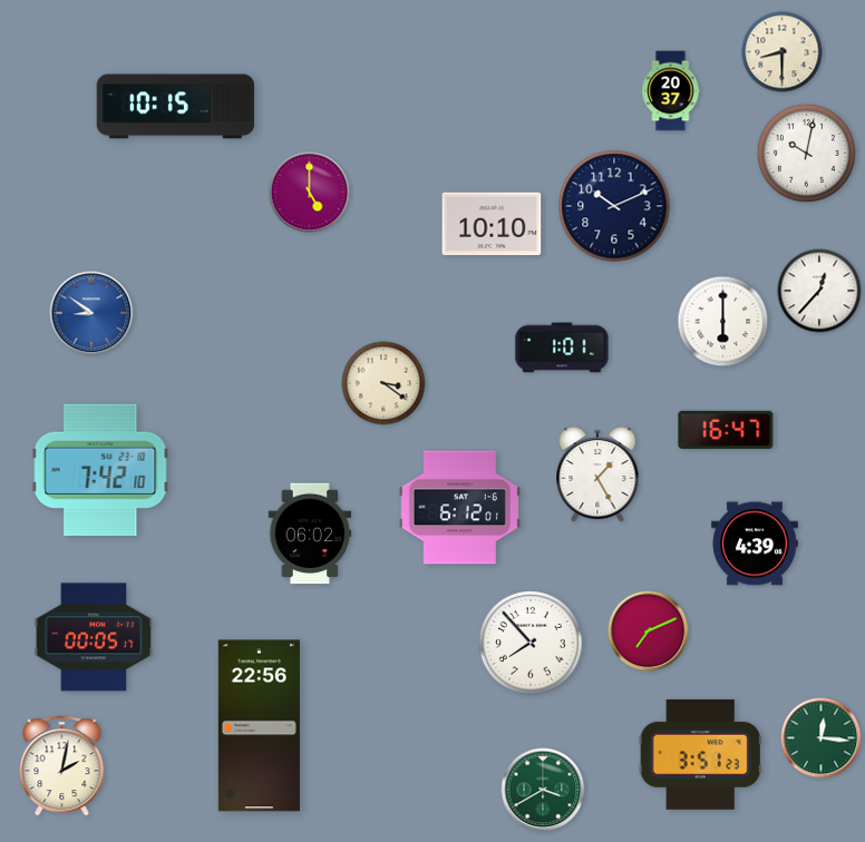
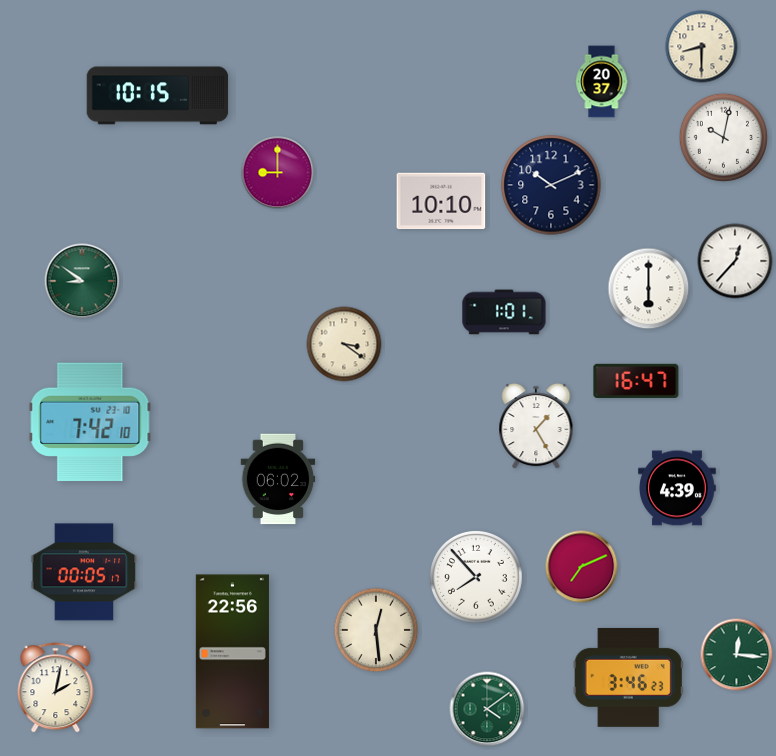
clock at (310, 193): 5:00 -> 9:00
clock at (91, 313) dial: blue -> green
clock at (726, 430) position: (726, 430) -> (636, 381)
clock at (459, 508): 6:12 -> none
clock at (376, 630): none -> 12:29
clock at (822, 738) position: (822, 738) -> (737, 655)
clock at (700, 754): 3:51 -> 3:46
clock at (543, 790): 3:40 -> 4:09
